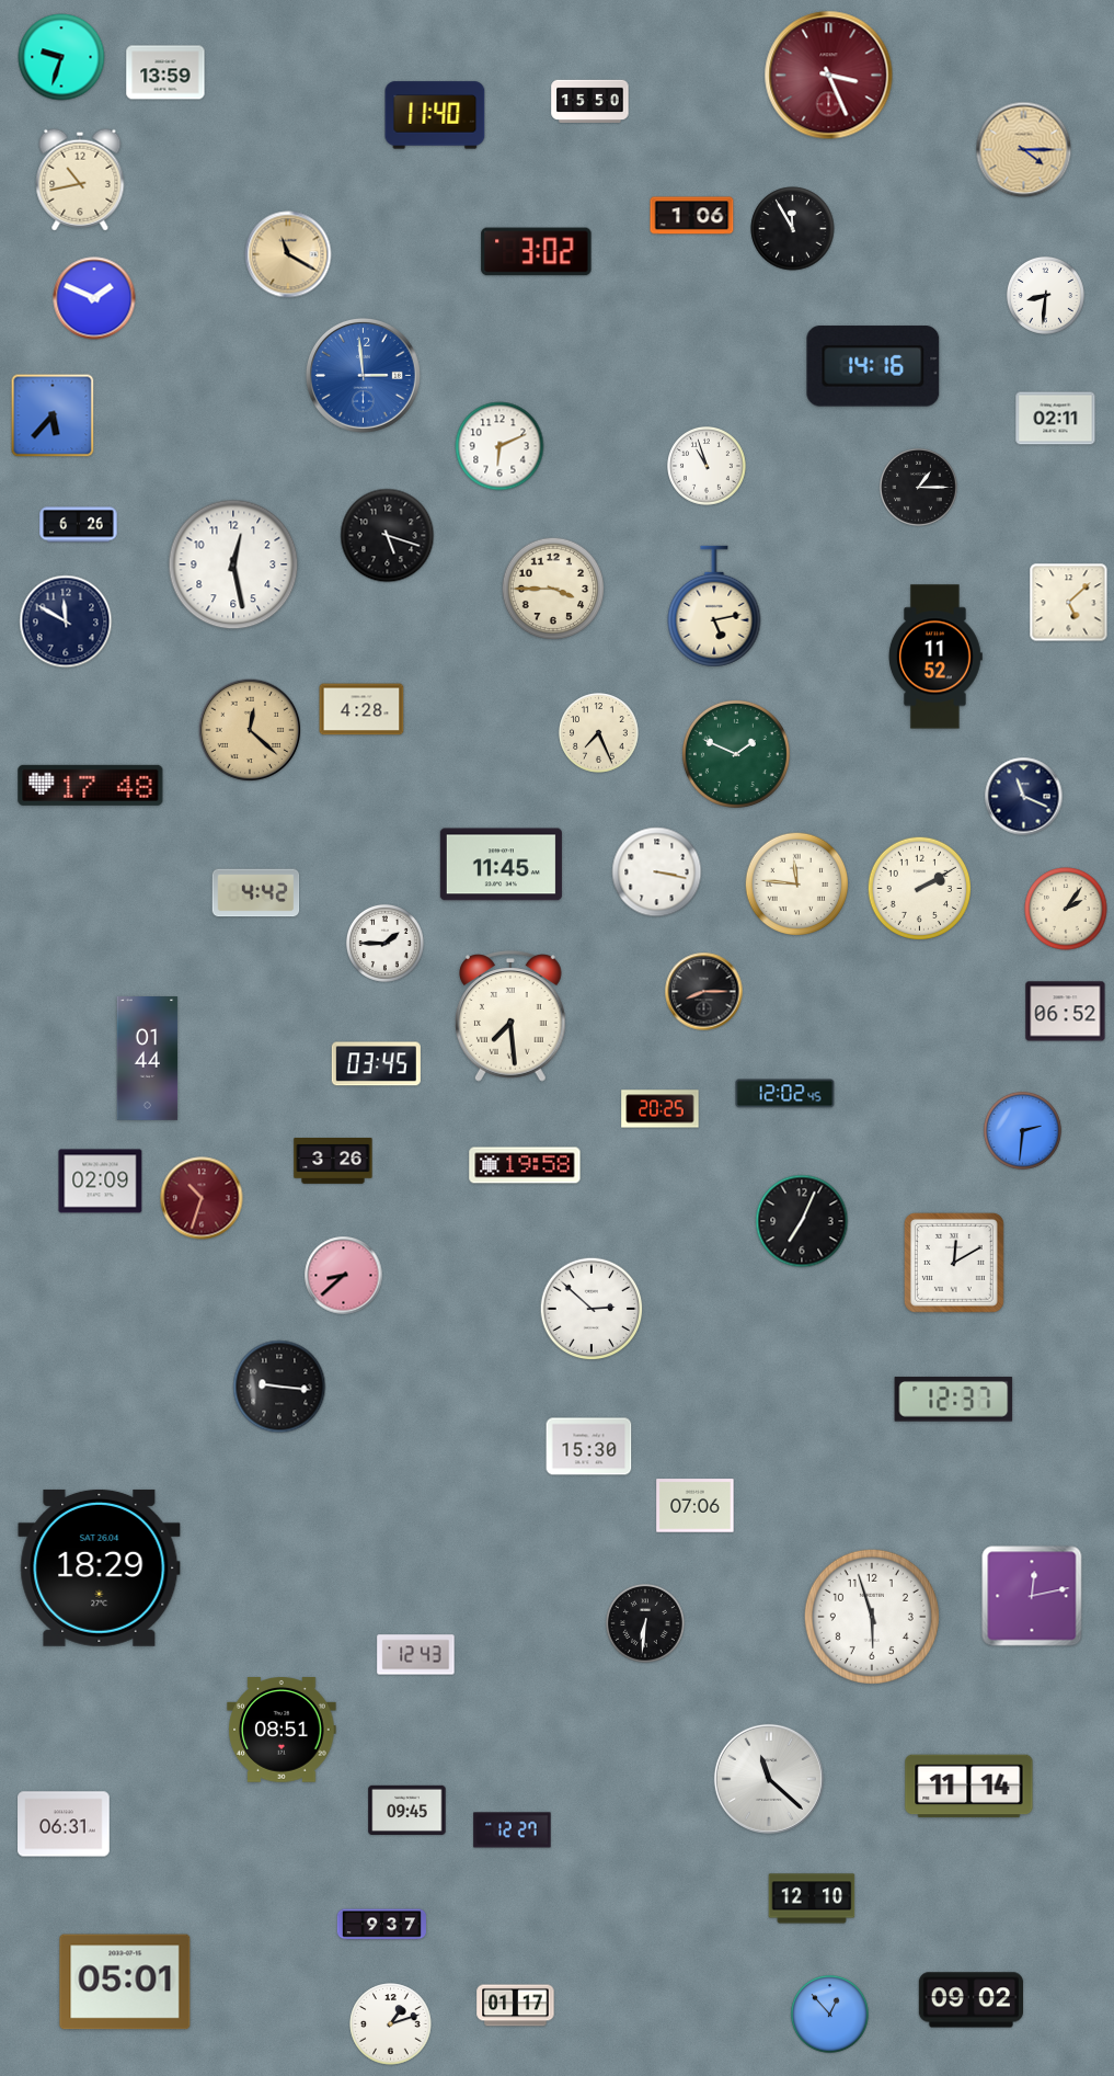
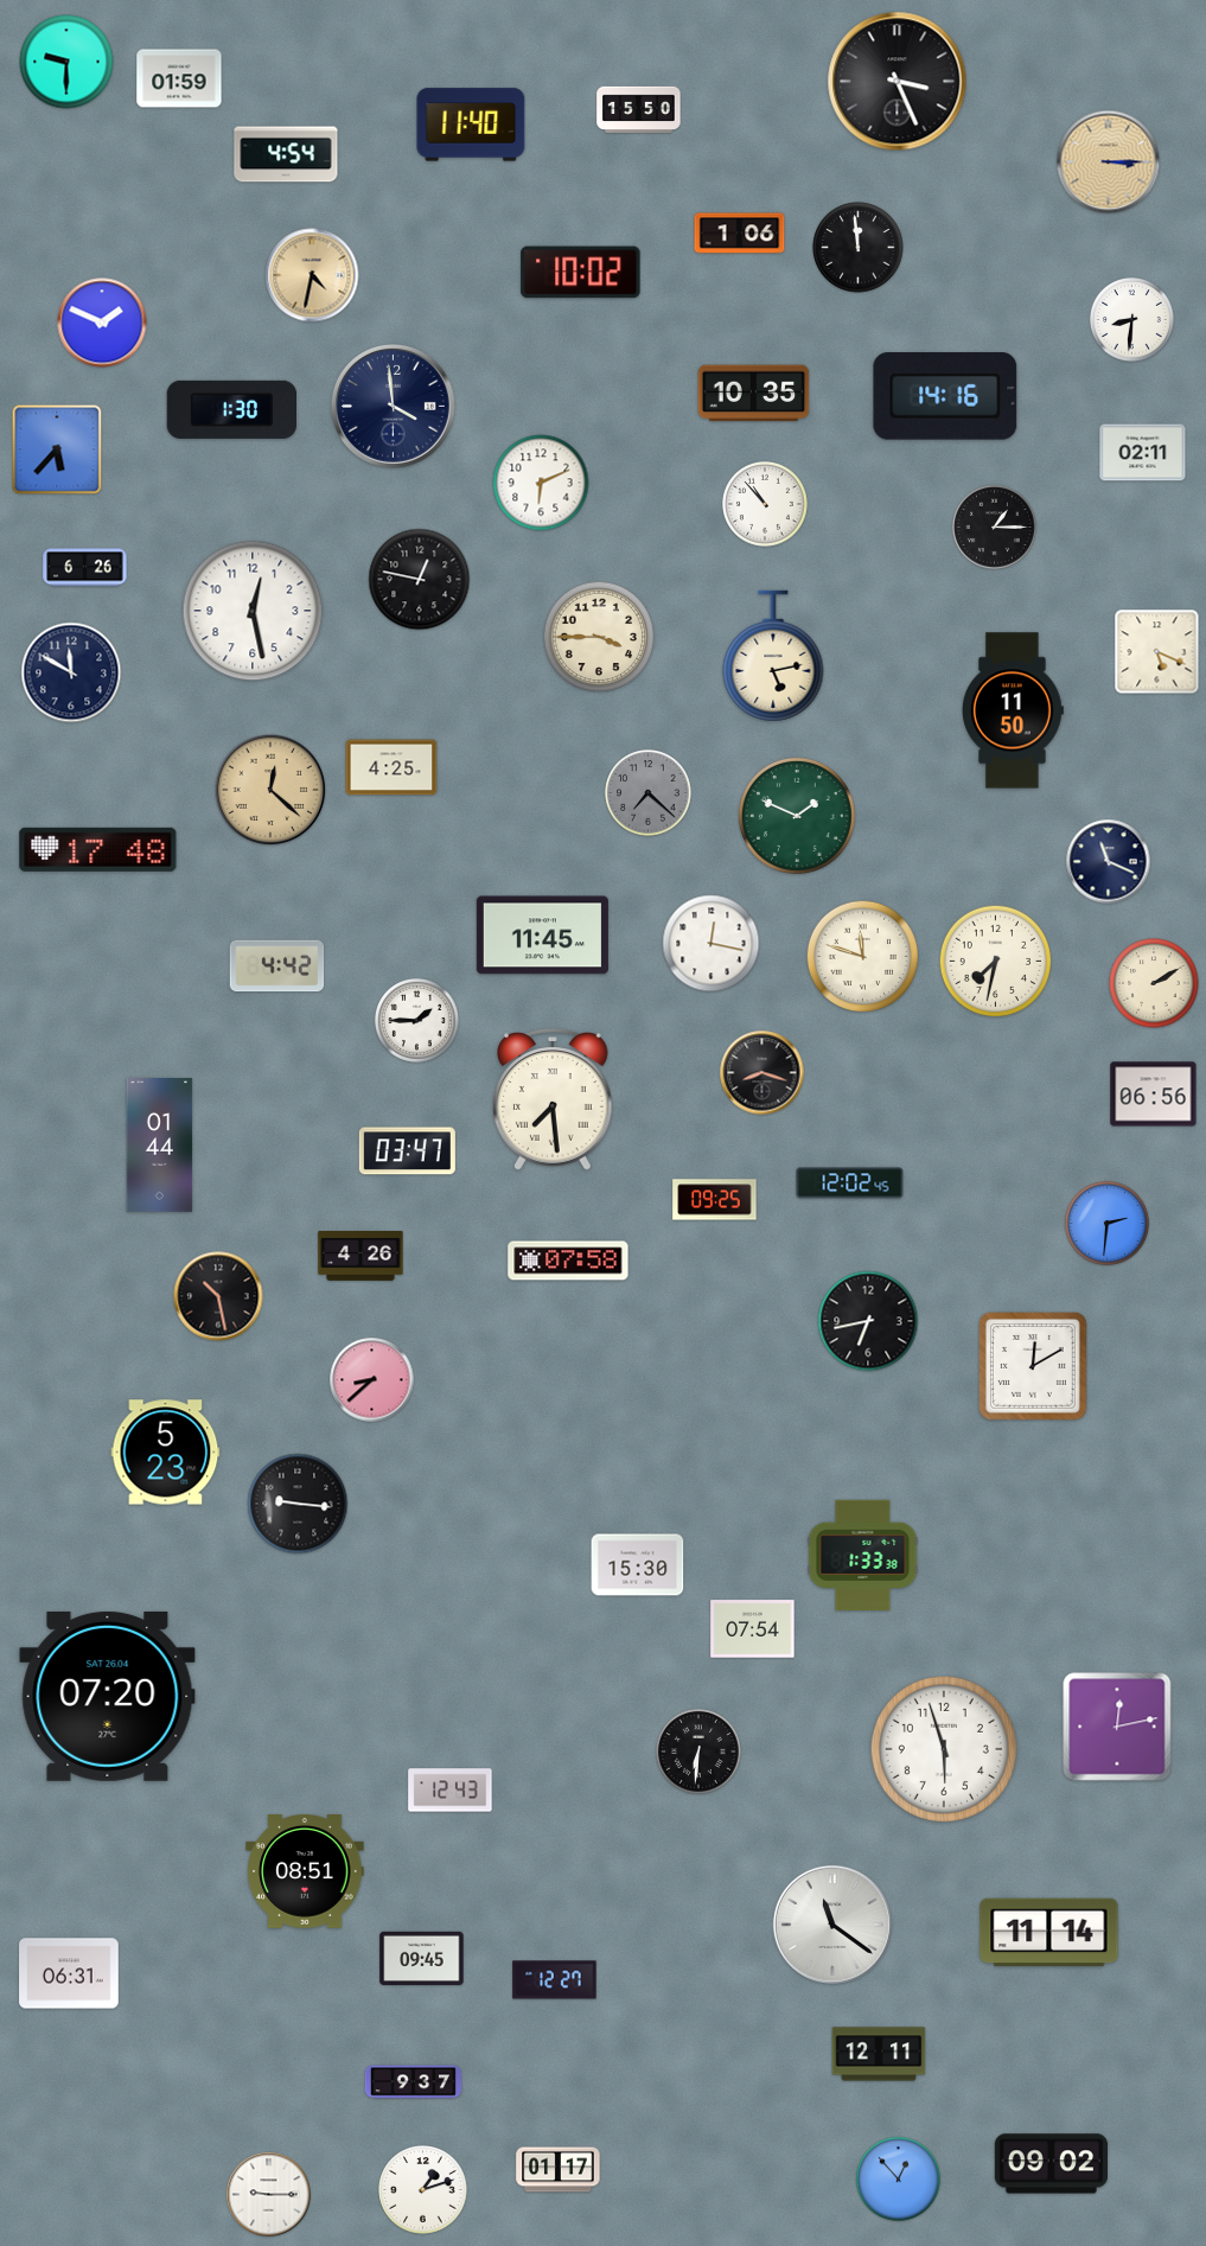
clock at (61, 57): 9:33 -> 9:30
clock at (165, 72): 13:59 -> 01:59
clock at (829, 76) dial: burgundy -> black
clock at (286, 154): none -> 4:54
clock at (1024, 150): 4:15 -> 3:15
clock at (80, 180): 10:43 -> none
clock at (692, 216) position: (692, 216) -> (740, 234)
clock at (793, 229): 11:55 -> 11:59
clock at (537, 252): 3:02 -> 10:02
clock at (288, 254): 11:20 -> 4:32
clock at (754, 394): none -> 10:35
clock at (363, 375): 2:59 -> 3:59
clock at (363, 375) dial: blue -> navy
clock at (231, 409): none -> 1:30
clock at (708, 467): 10:57 -> 10:53
clock at (388, 536): 5:18 -> 12:47
clock at (1069, 603): 5:08 -> 5:19
clock at (937, 657): 11:52 -> 11:50
clock at (361, 709): 4:28 -> 4:25
clock at (599, 733): 7:26 -> 7:22
clock at (599, 733) dial: cream -> grey
clock at (657, 872): 3:17 -> 12:17
clock at (797, 885): 11:46 -> 11:48
clock at (920, 889): 2:10 -> 7:32
clock at (1066, 909): 2:06 -> 2:10
clock at (704, 992): 8:15 -> 8:18
clock at (1066, 1012): 06:52 -> 06:56
clock at (376, 1064): 03:45 -> 03:47
clock at (661, 1109): 20:25 -> 09:25
clock at (333, 1162): 3:26 -> 4:26
clock at (525, 1165): 19:58 -> 07:58
clock at (101, 1182): 02:09 -> none
clock at (202, 1198): 10:33 -> 10:28
clock at (202, 1198) dial: burgundy -> black
clock at (802, 1221): 7:04 -> 6:43
clock at (592, 1309): 2:52 -> none
clock at (166, 1453): none -> 5:23
clock at (279, 1387) position: (279, 1387) -> (298, 1504)
clock at (954, 1400): 12:37 -> none
clock at (863, 1555): none -> 1:33
clock at (696, 1506): 07:06 -> 07:54
clock at (100, 1567): 18:29 -> 07:20
clock at (646, 1624) position: (646, 1624) -> (700, 1753)
clock at (769, 1779): 11:22 -> 11:21
clock at (407, 1810) position: (407, 1810) -> (422, 1958)
clock at (812, 1898): 12:10 -> 12:11
clock at (125, 1982): 05:01 -> none
clock at (269, 2195): none -> 9:15
